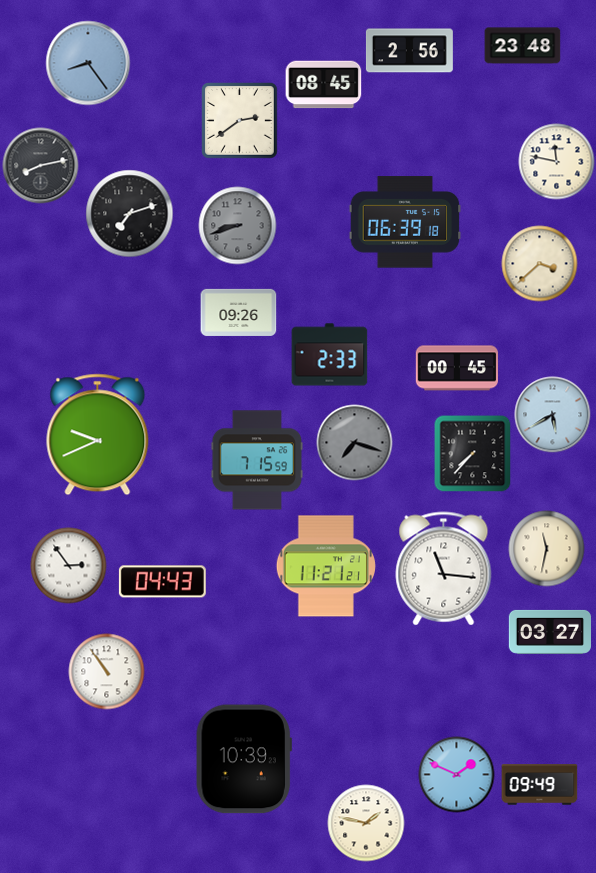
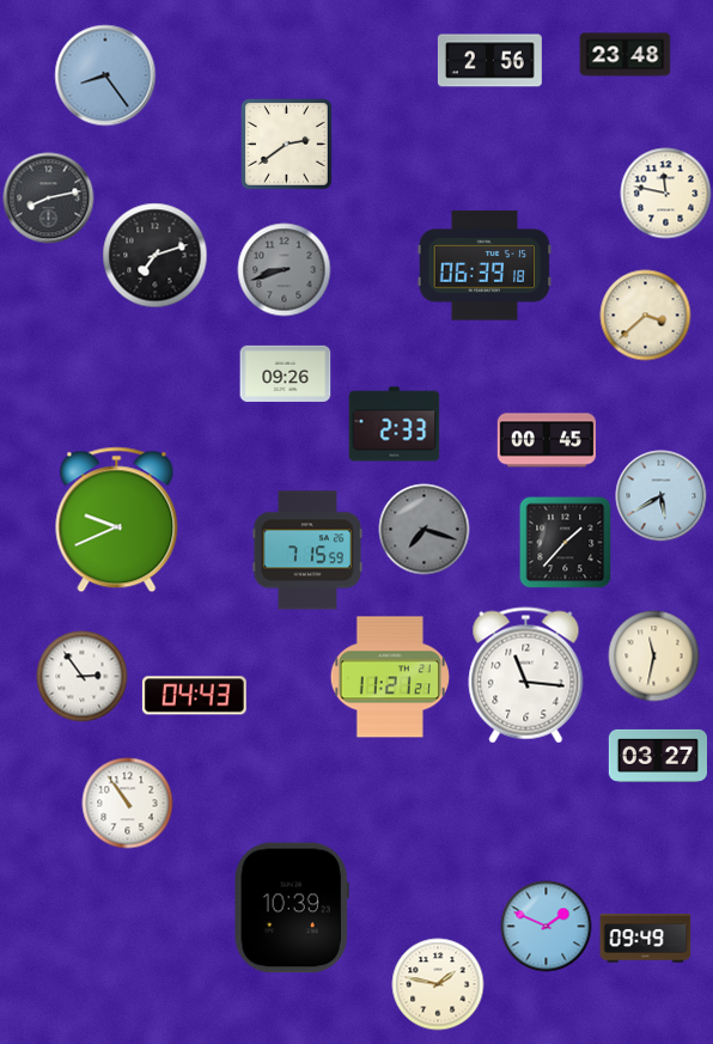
clock at (324, 85): 08:45 -> none
clock at (473, 454): 7:37 -> 1:37
clock at (444, 569) position: (444, 569) -> (526, 676)
